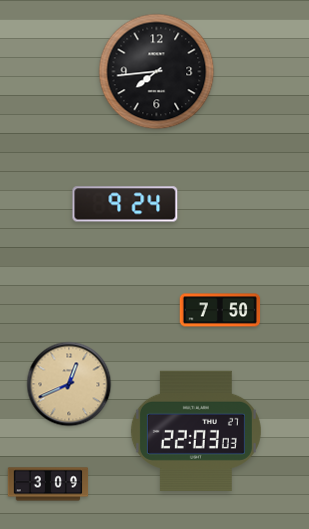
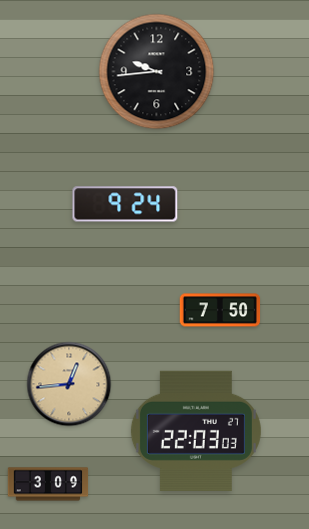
clock at (157, 72): 7:44 -> 9:44
clock at (69, 384): 12:41 -> 12:44
